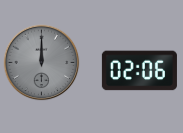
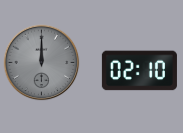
clock at (139, 71): 02:06 -> 02:10
